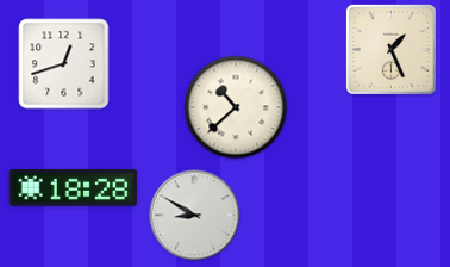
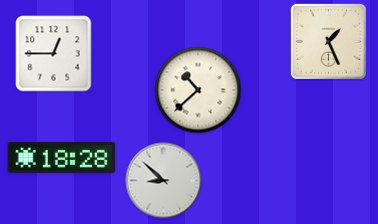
clock at (64, 64): 12:42 -> 12:45
clock at (195, 216): 8:50 -> 8:52
